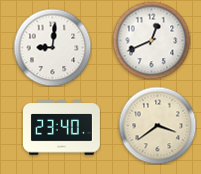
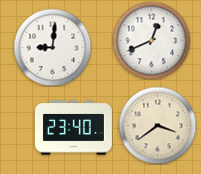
clock at (61, 128) position: (61, 128) -> (73, 128)
